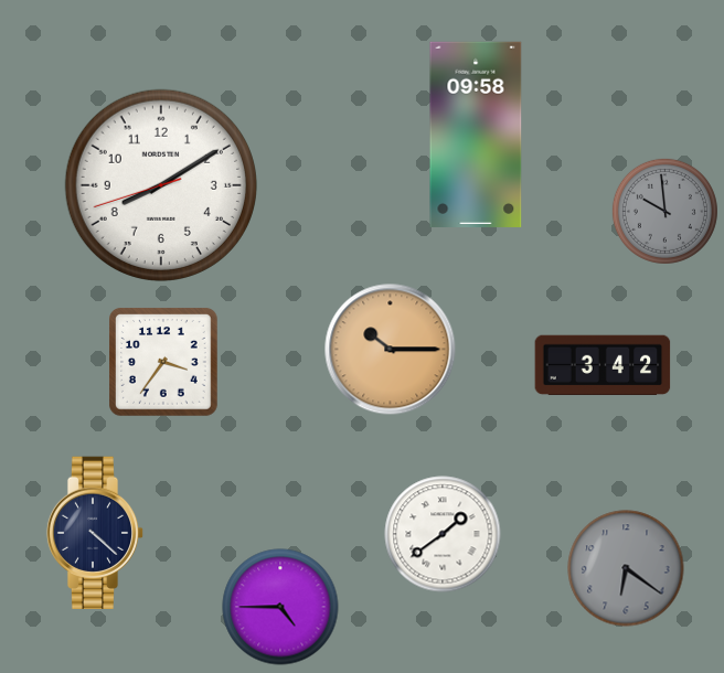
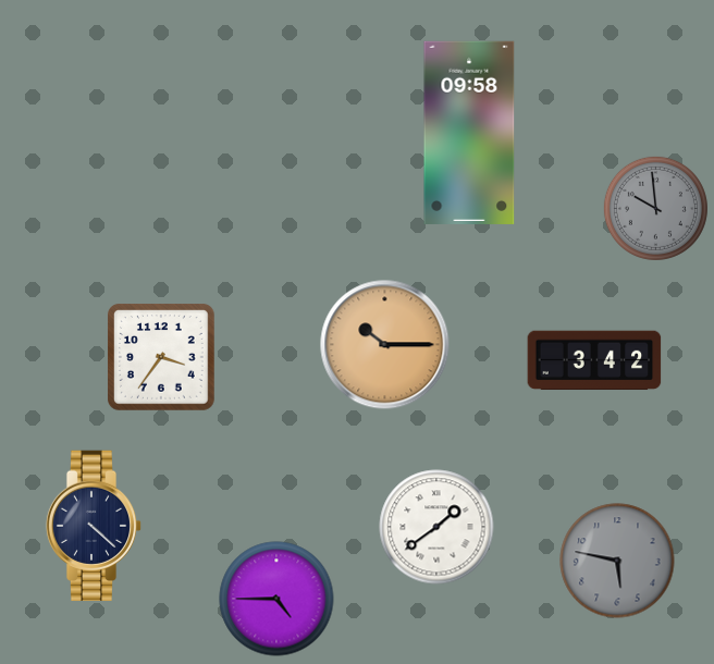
clock at (161, 185): 8:09 -> none
clock at (626, 568): 6:21 -> 5:47
